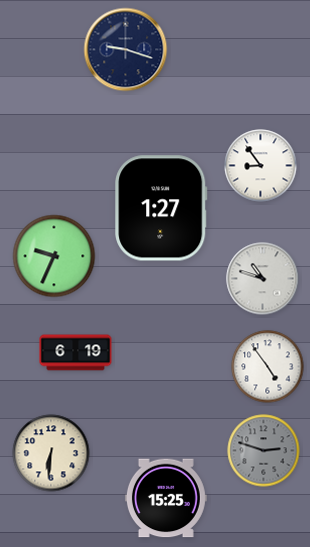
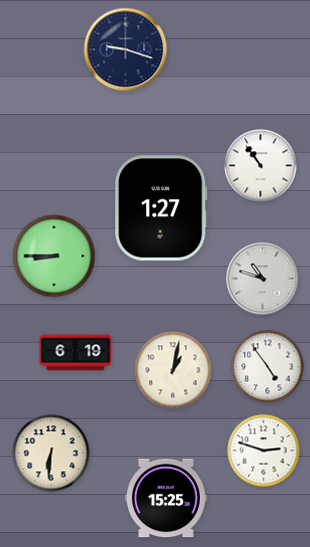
clock at (261, 166): 8:54 -> 10:54
clock at (54, 256): 9:34 -> 8:45
clock at (173, 370): none -> 1:02
clock at (264, 451) dial: grey -> white
